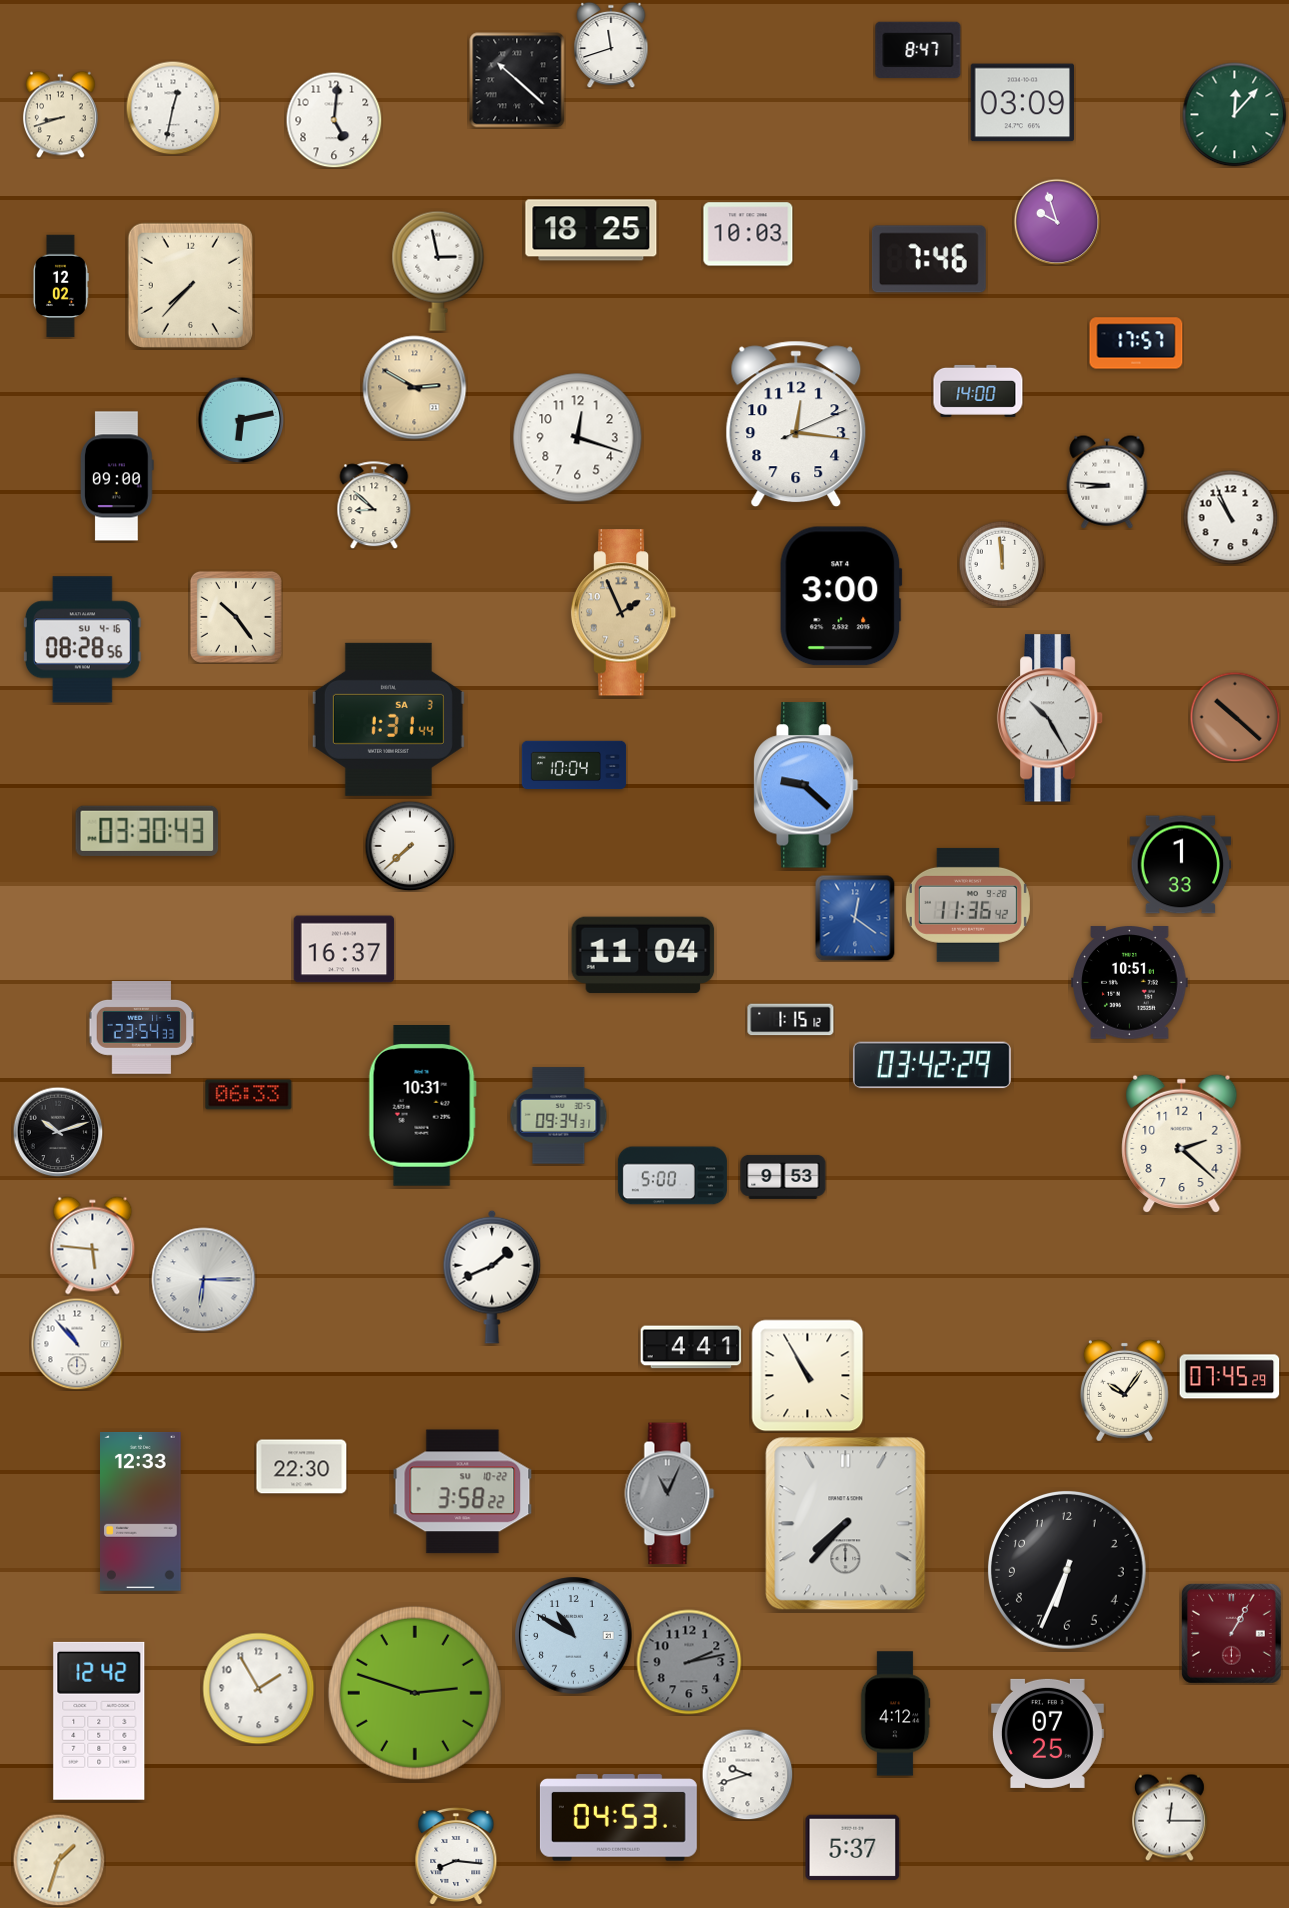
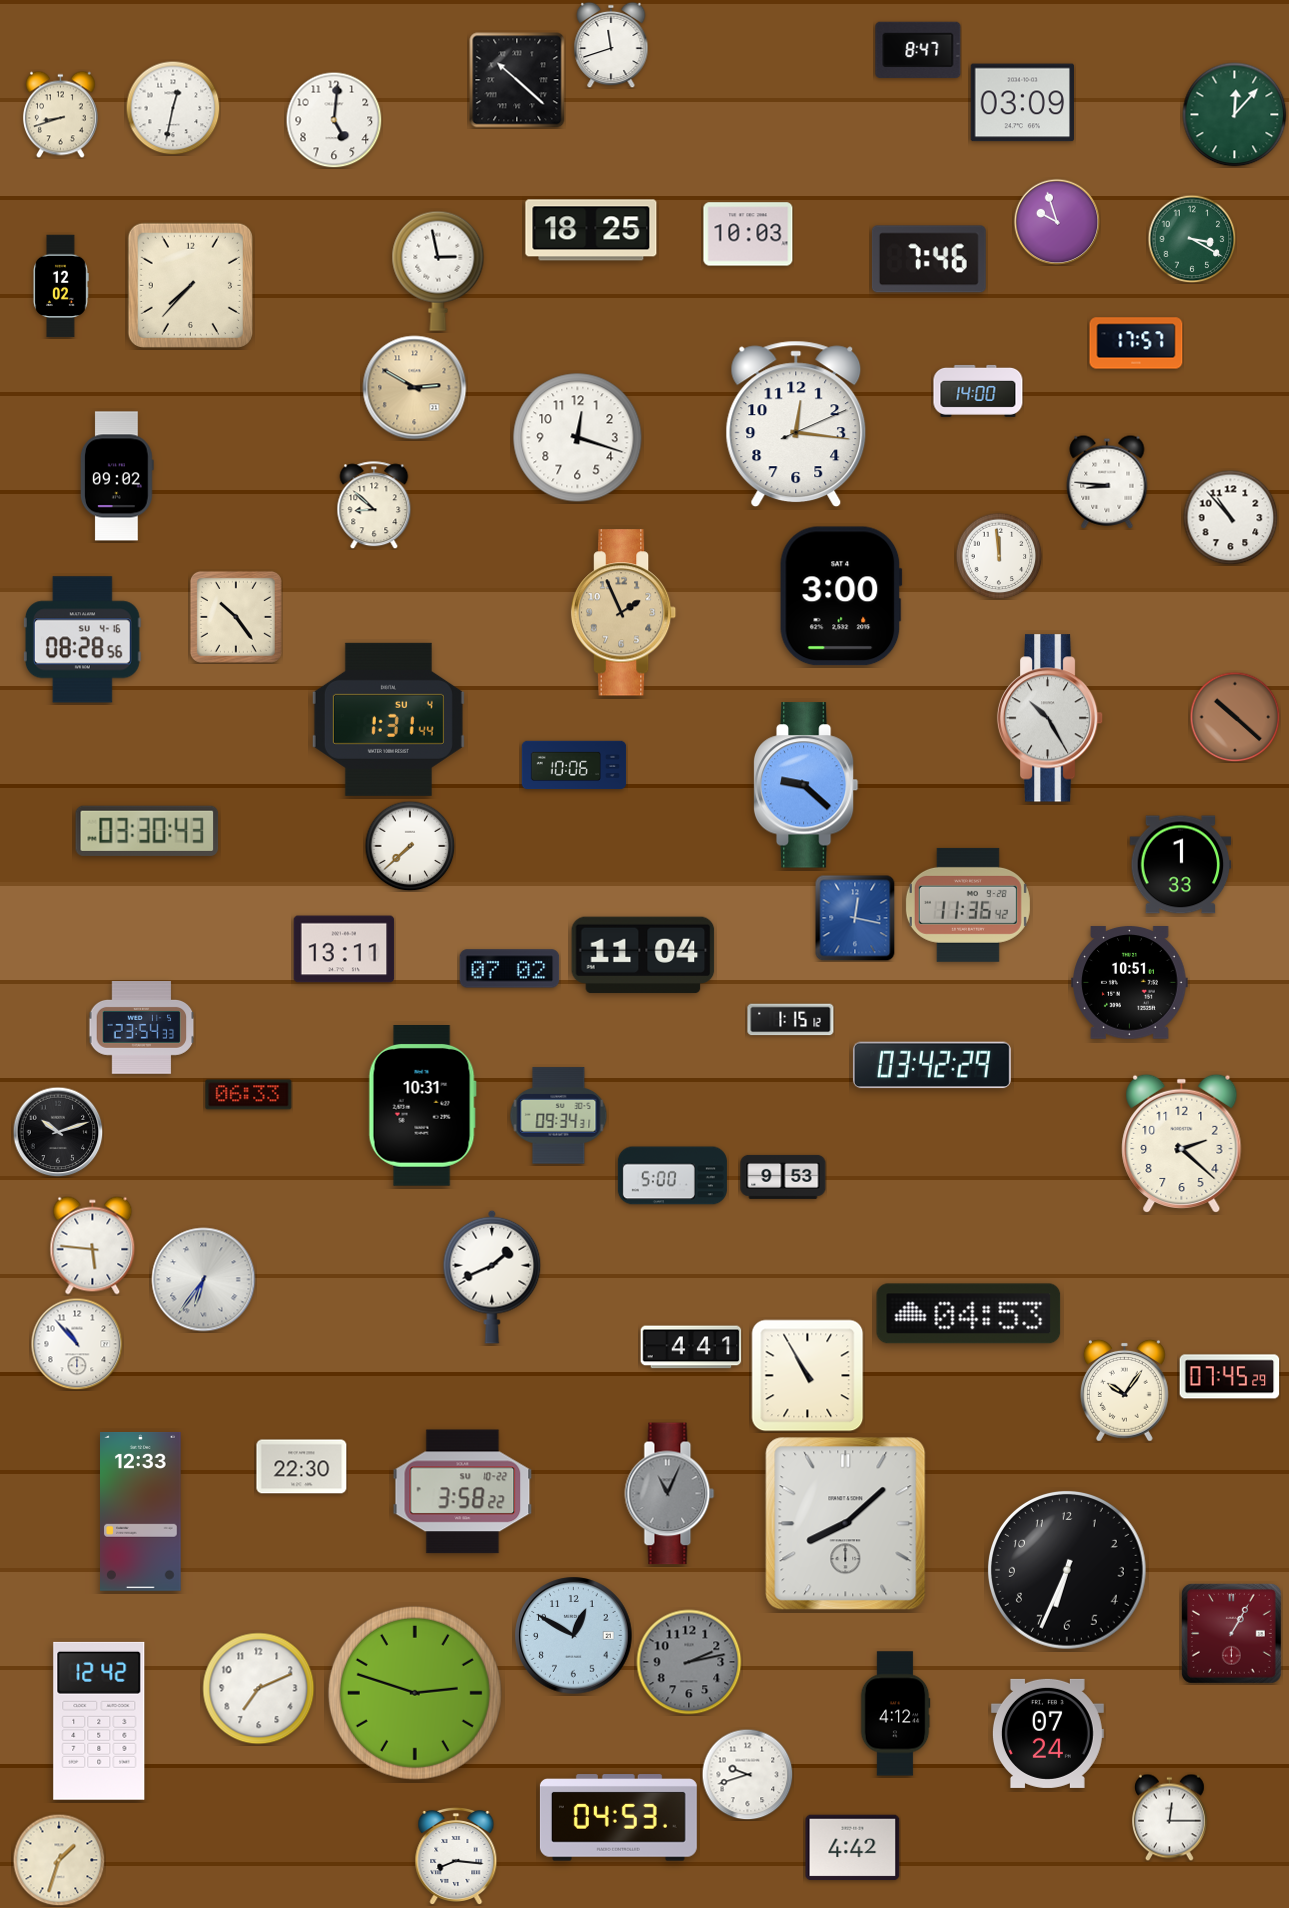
clock at (1192, 239): none -> 3:20
clock at (241, 420): 6:13 -> none
clock at (117, 476): 09:00 -> 09:02
clock at (1230, 517): 10:56 -> 10:53
clock at (1002, 564) position: (1002, 564) -> (999, 556)
clock at (388, 719) date: SA 3 -> SU 4
clock at (574, 765): 10:04 -> 10:06
clock at (855, 918): 12:21 -> 12:17
clock at (344, 949): 16:37 -> 13:11
clock at (510, 969): none -> 07:02
clock at (204, 1280): 6:15 -> 6:36
clock at (969, 1314): none -> 04:53
clock at (846, 1524): 7:37 -> 8:08
clock at (574, 1636): 10:50 -> 12:50
clock at (259, 1689): 1:55 -> 7:11
clock at (1047, 1733): 07:25 -> 07:24
clock at (853, 1848): 5:37 -> 4:42
